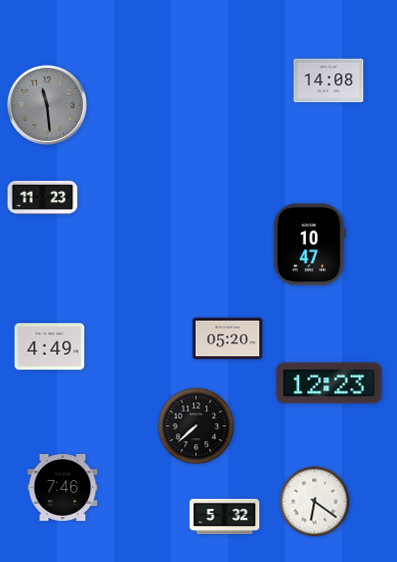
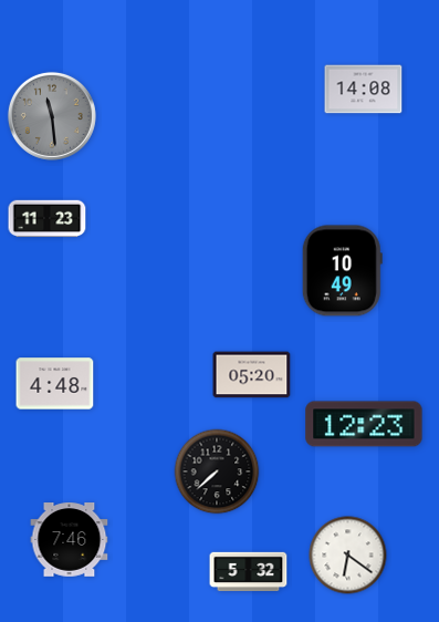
clock at (309, 245): 10:47 -> 10:49
clock at (50, 347): 4:49 -> 4:48
